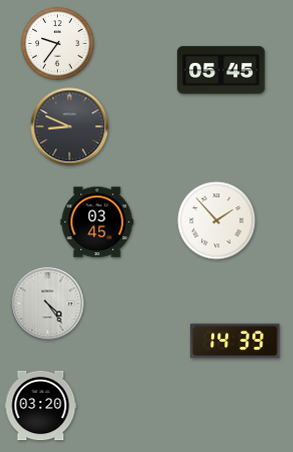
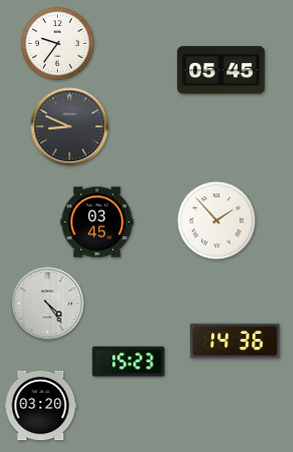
clock at (235, 341): 14:39 -> 14:36
clock at (129, 362): none -> 15:23
